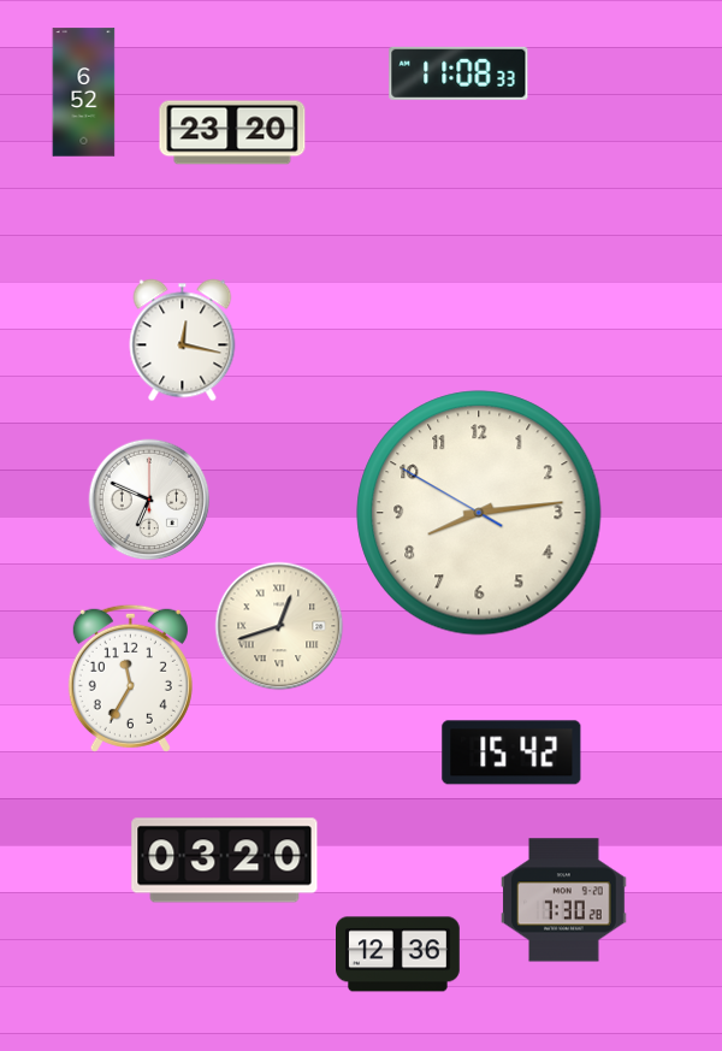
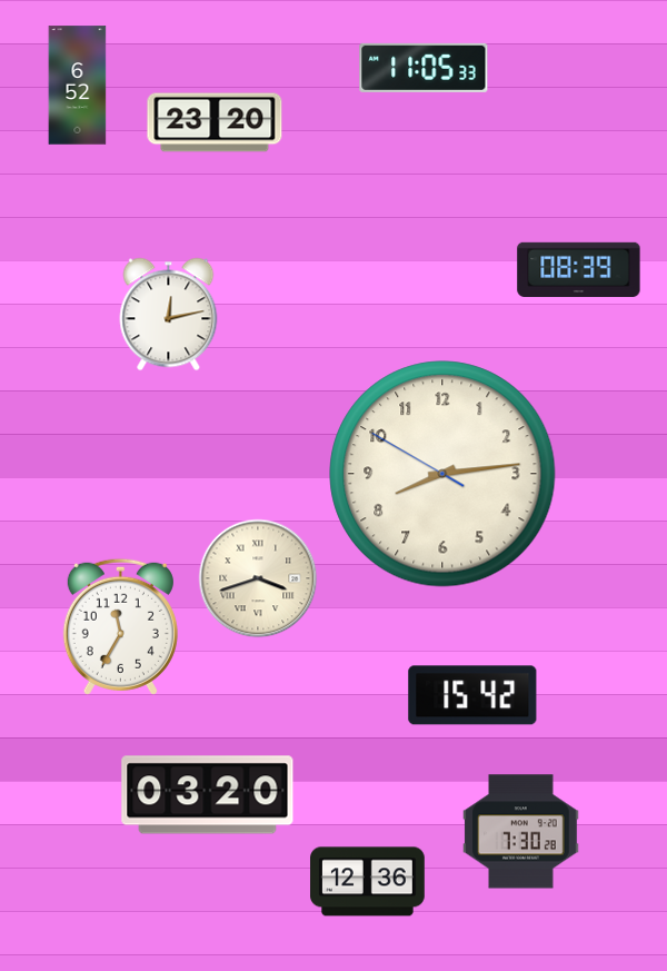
clock at (458, 73): 11:08 -> 11:05
clock at (579, 269): none -> 08:39
clock at (183, 341): 12:17 -> 12:13
clock at (149, 500): 6:49 -> none
clock at (279, 626): 12:42 -> 3:42
